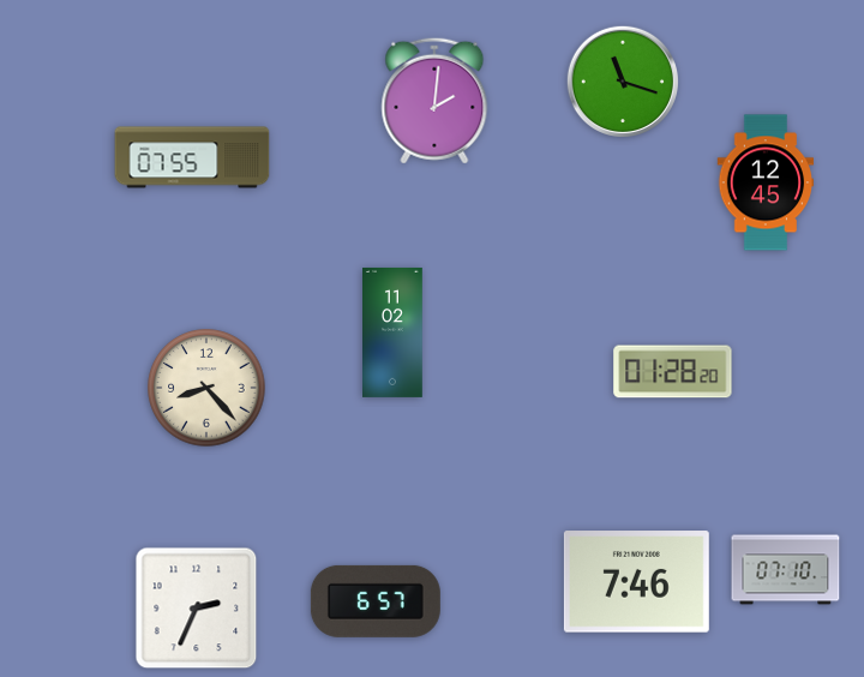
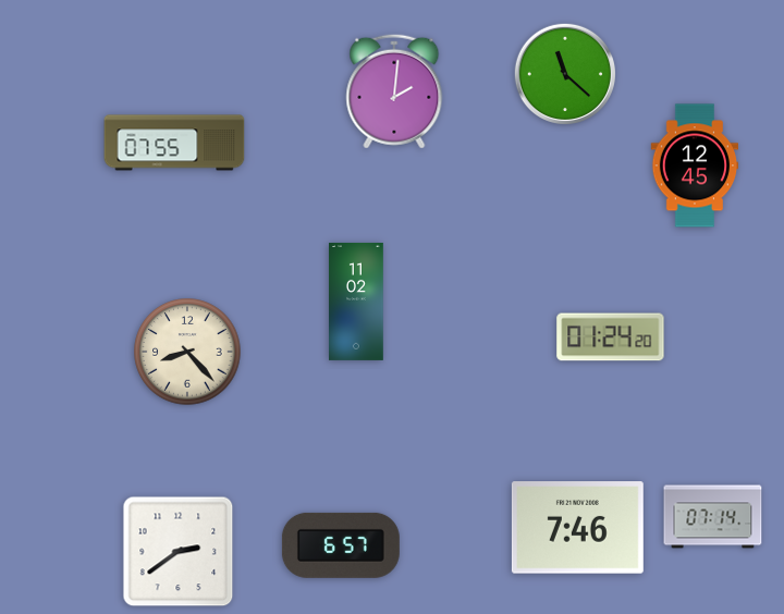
clock at (622, 80): 11:18 -> 11:22
clock at (673, 372): 01:28 -> 01:24
clock at (786, 570): 07:10 -> 07:14
clock at (197, 609): 2:34 -> 2:39
